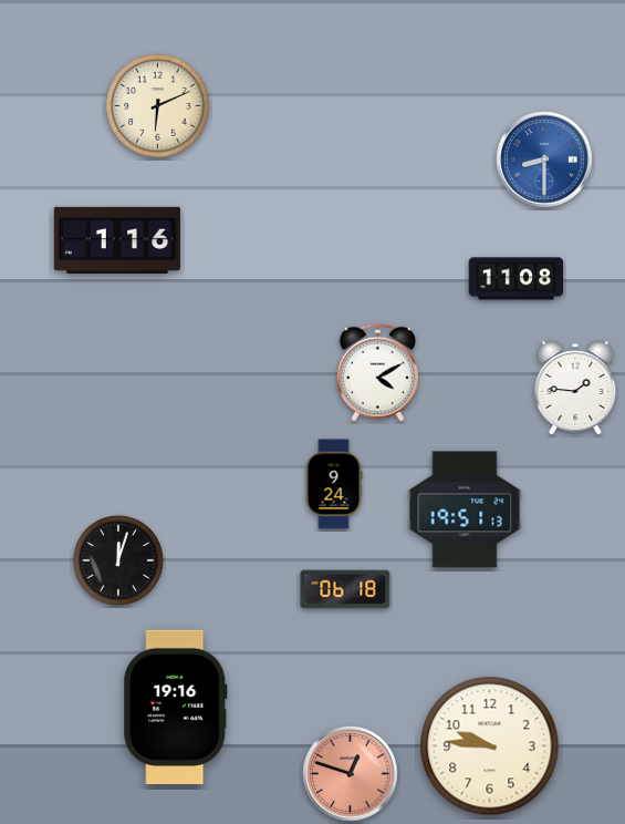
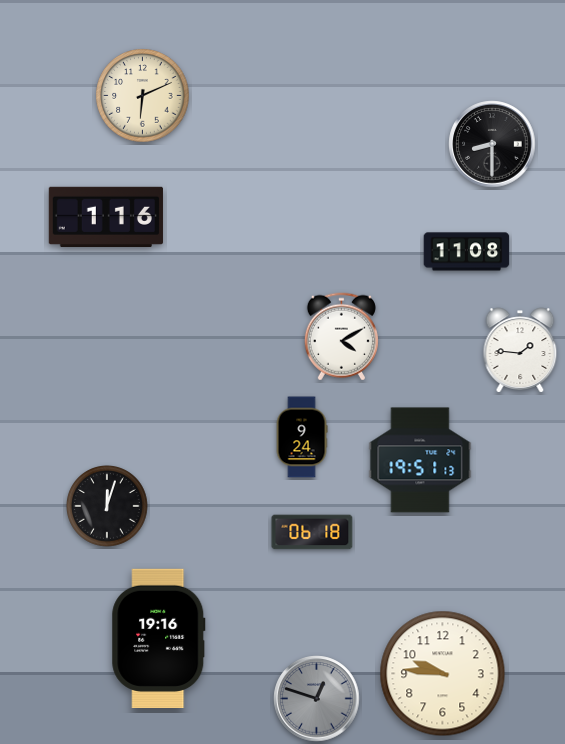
clock at (544, 159) dial: blue -> black
clock at (351, 774) dial: salmon -> grey
